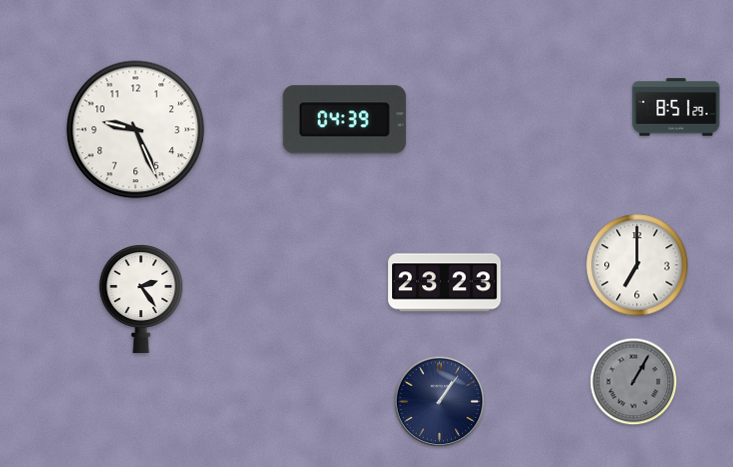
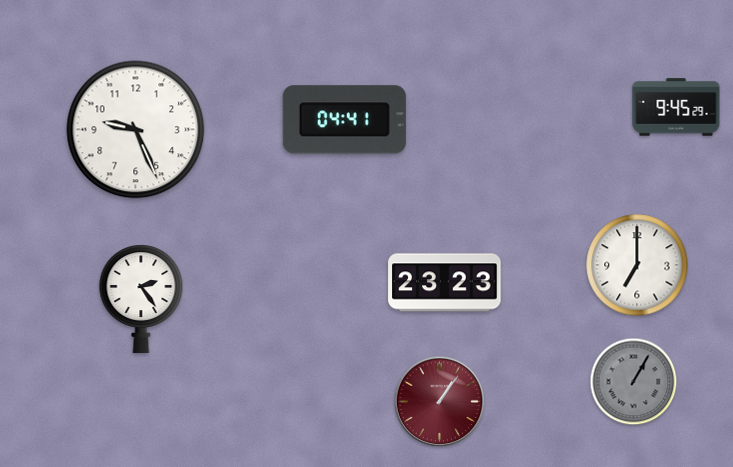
clock at (676, 107): 8:51 -> 9:45
clock at (344, 120): 04:39 -> 04:41
clock at (440, 402) dial: navy -> burgundy
